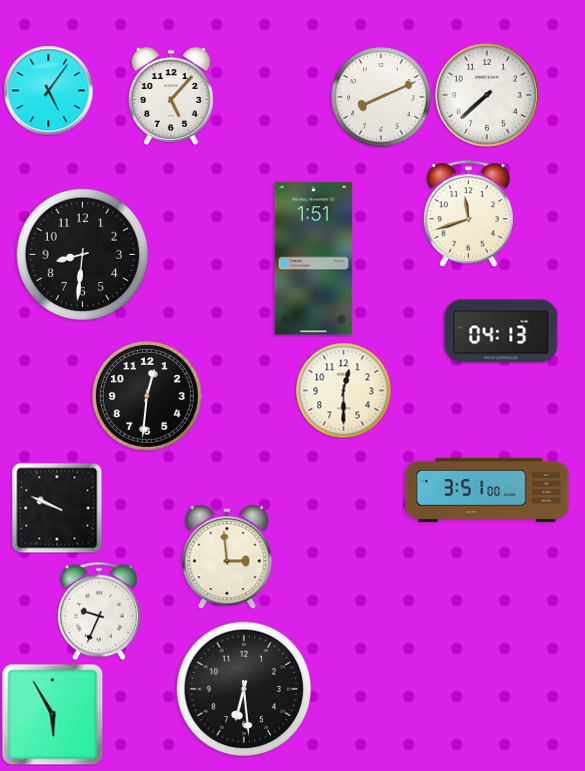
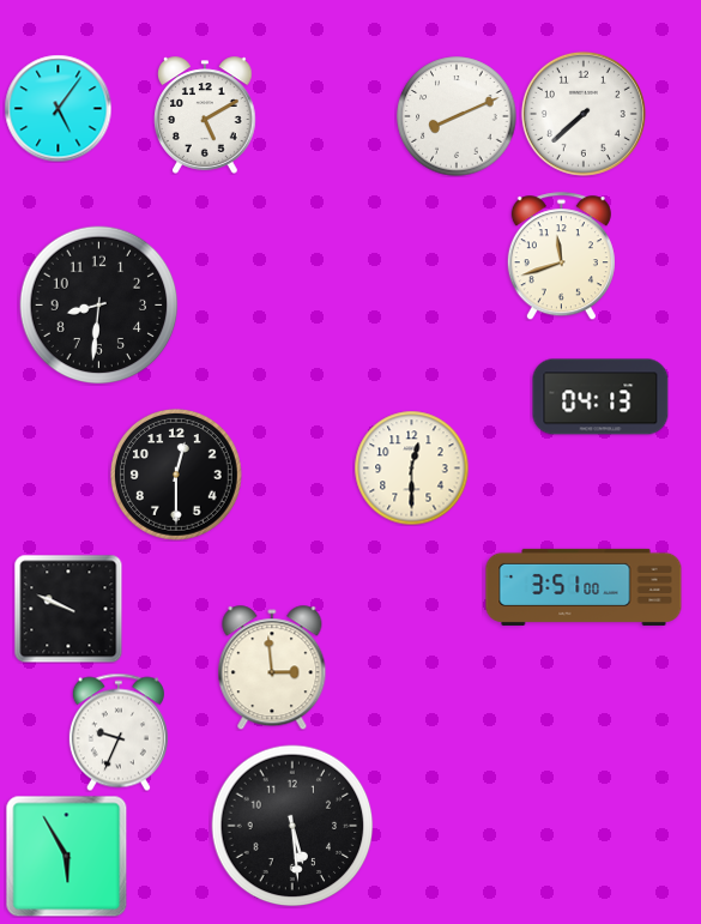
clock at (172, 96): 5:07 -> 5:10
clock at (314, 259): 1:51 -> none
clock at (147, 396): 12:31 -> 12:30
clock at (244, 689): 6:29 -> 5:29
clock at (52, 714) position: (52, 714) -> (66, 856)
